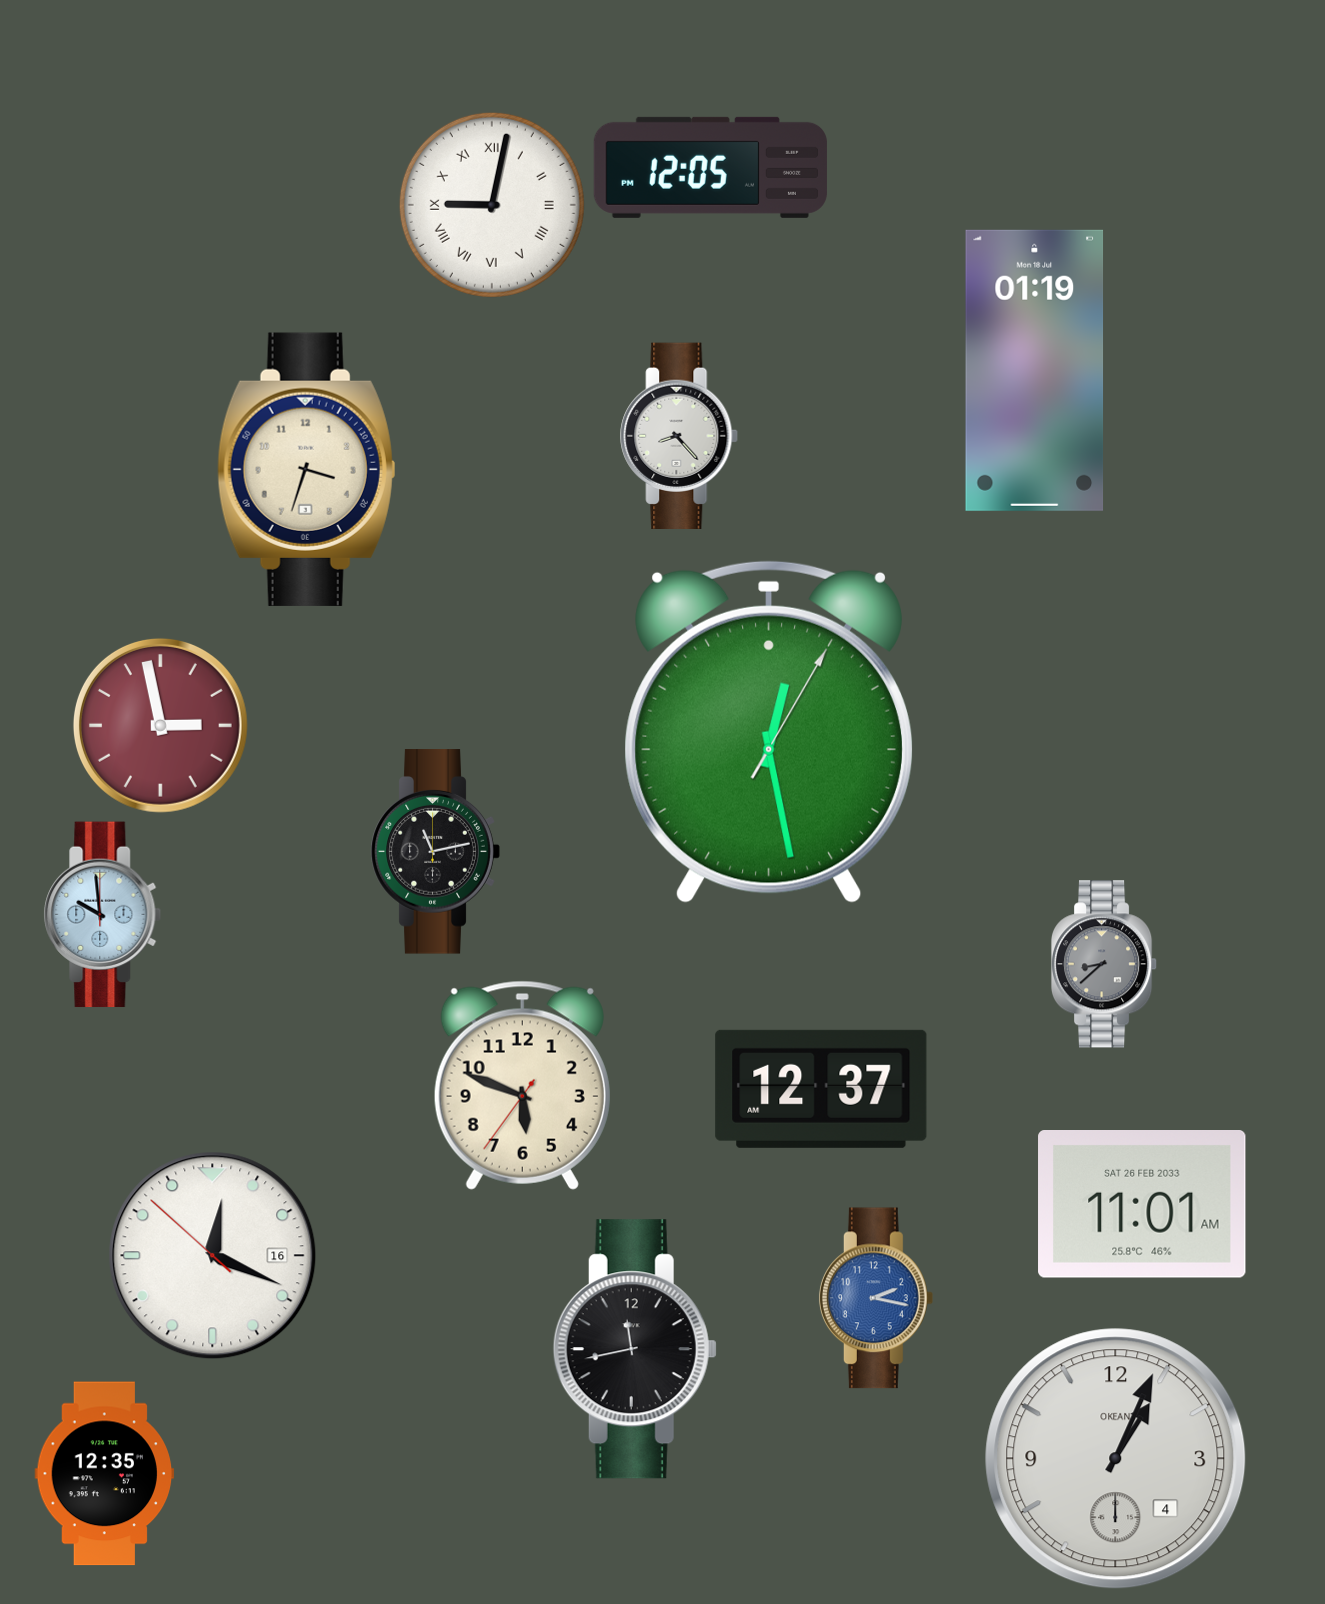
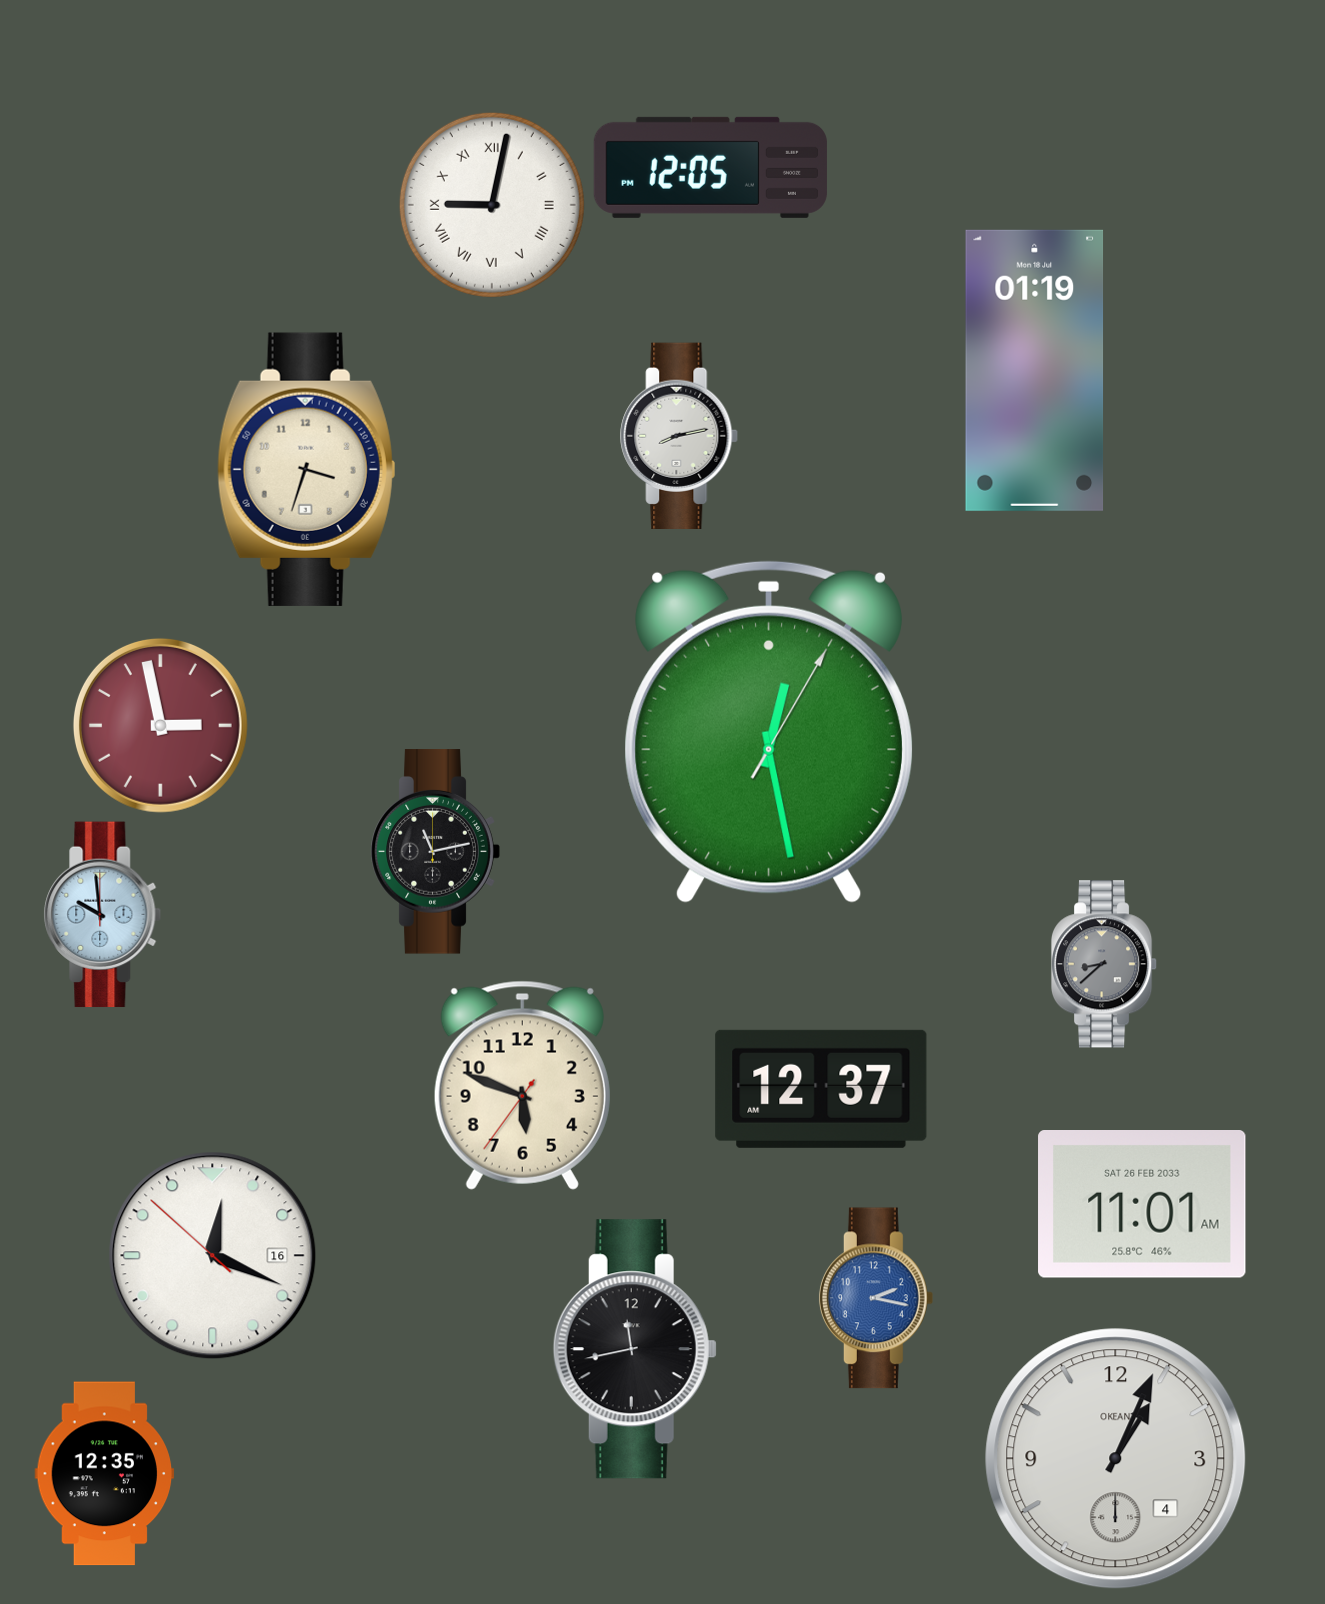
clock at (680, 436): 8:23 -> 8:13
